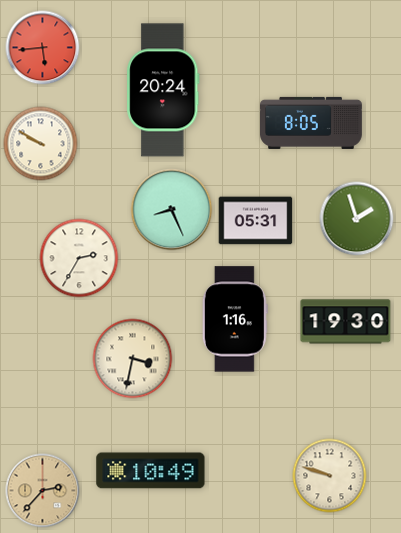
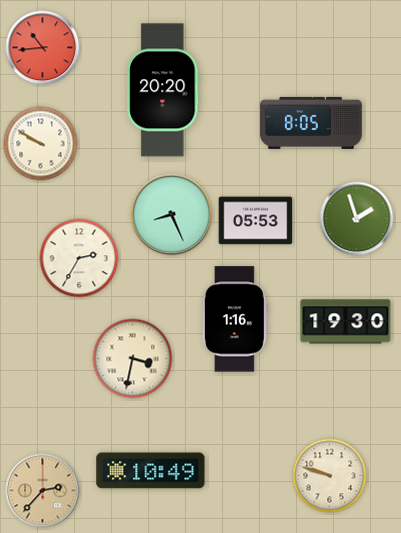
clock at (43, 48): 5:44 -> 10:44
clock at (163, 90): 20:24 -> 20:20
clock at (172, 210) position: (172, 210) -> (172, 215)
clock at (256, 221): 05:31 -> 05:53
